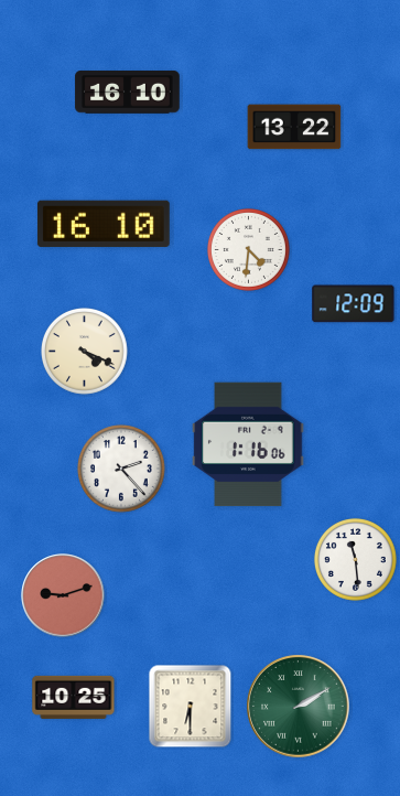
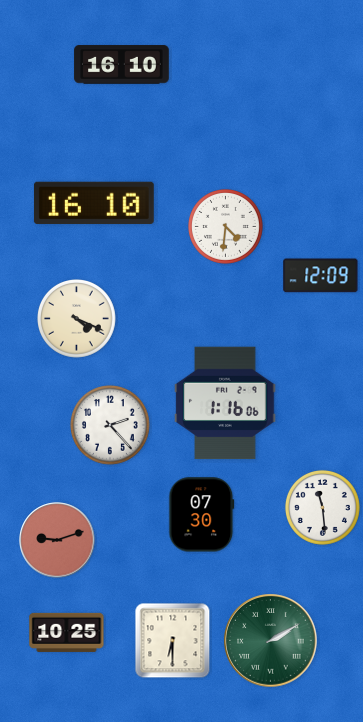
clock at (128, 93) position: (128, 93) -> (122, 65)
clock at (294, 127): 13:22 -> none
clock at (202, 515): none -> 07:30
